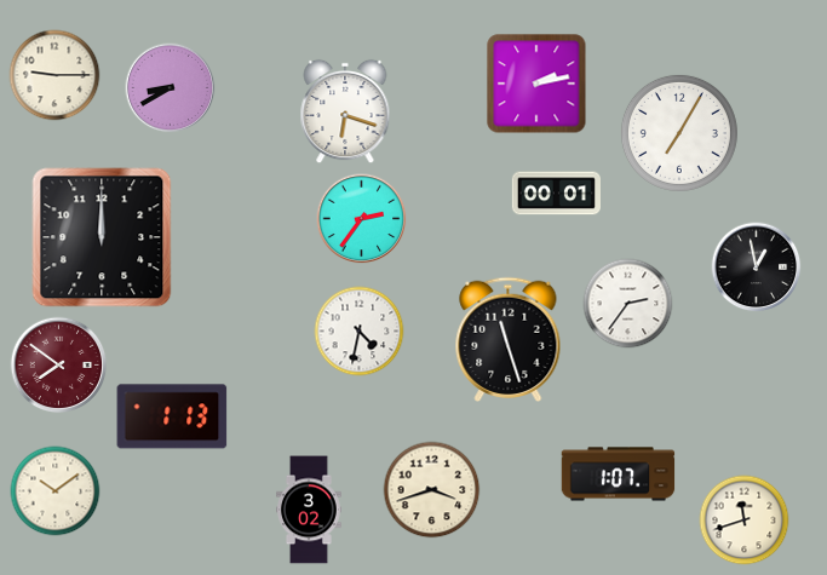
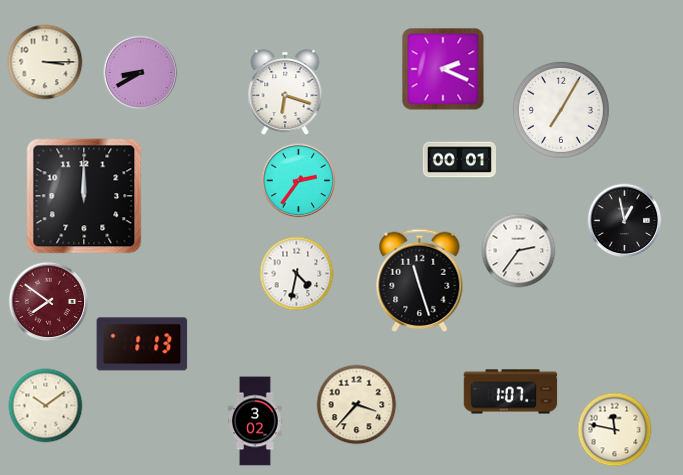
clock at (54, 75): 9:15 -> 3:15
clock at (536, 84): 2:13 -> 2:19
clock at (432, 490): 3:42 -> 3:37
clock at (745, 521): 11:42 -> 11:47
